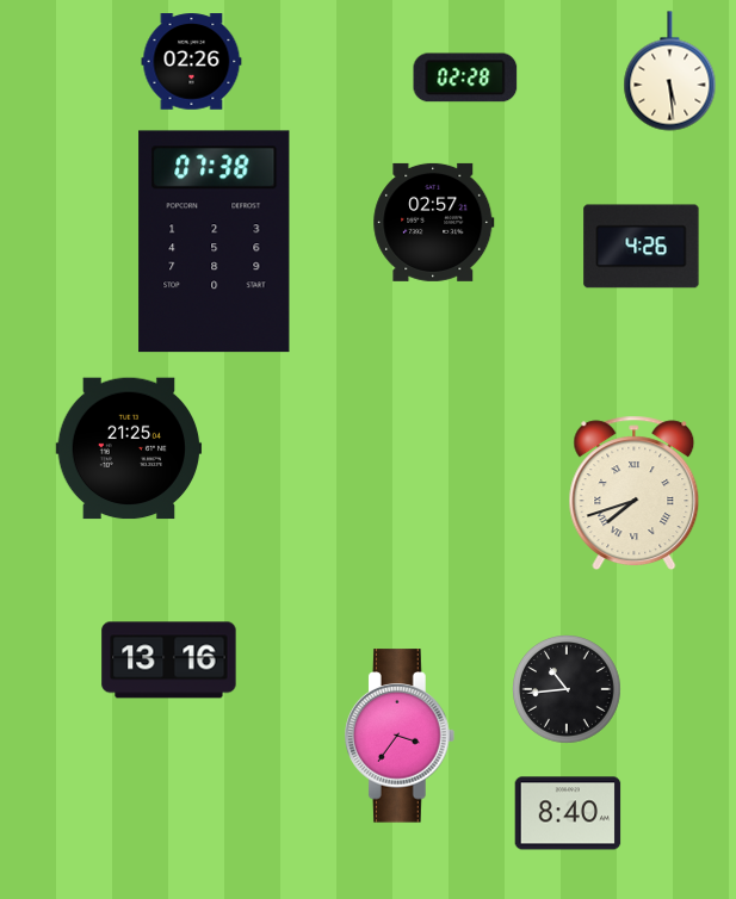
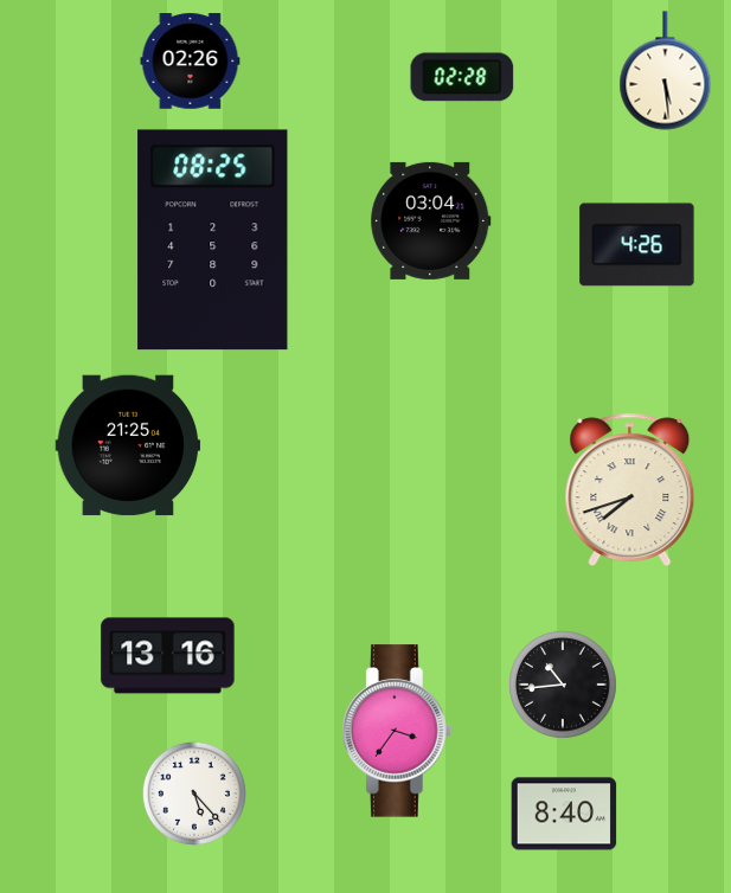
clock at (434, 222): 02:57 -> 03:04
clock at (215, 242): 07:38 -> 08:25
clock at (194, 794): none -> 5:23
clock at (568, 813) position: (568, 813) -> (564, 814)
